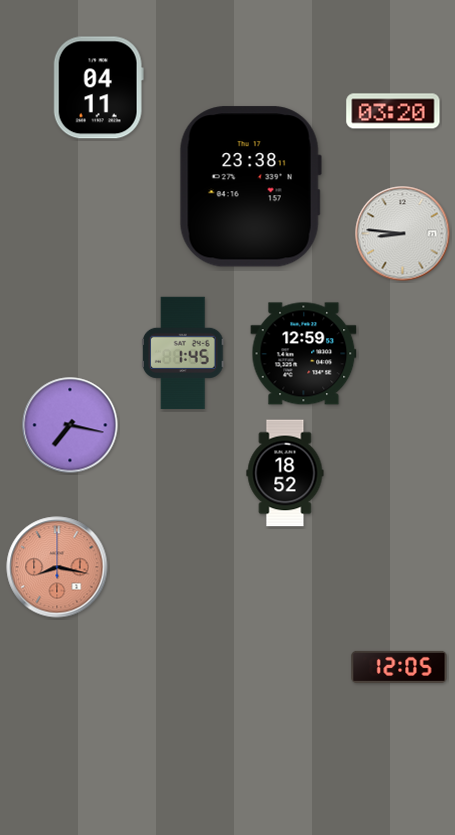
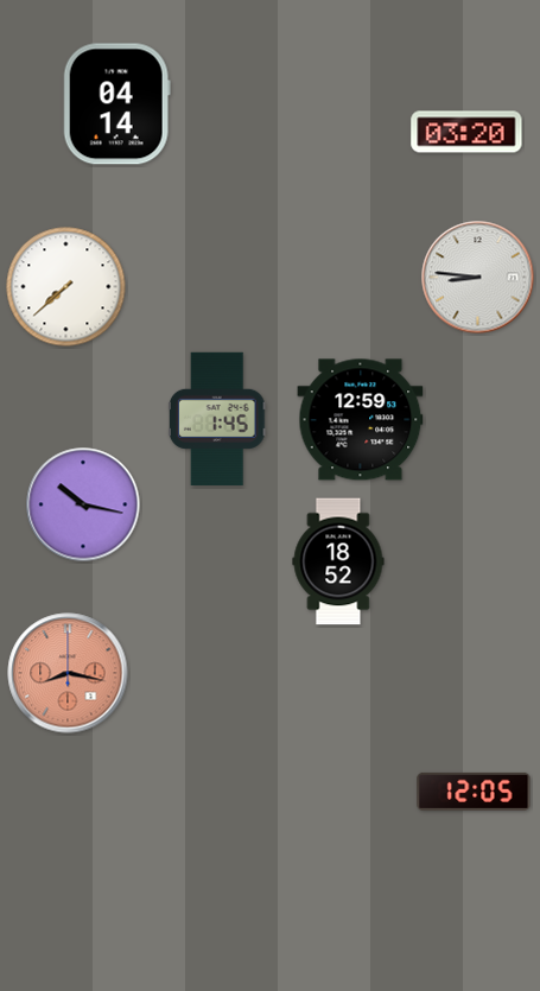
clock at (98, 88): 04:11 -> 04:14
clock at (250, 187): 23:38 -> none
clock at (66, 287): none -> 7:38
clock at (70, 425): 7:17 -> 10:17
